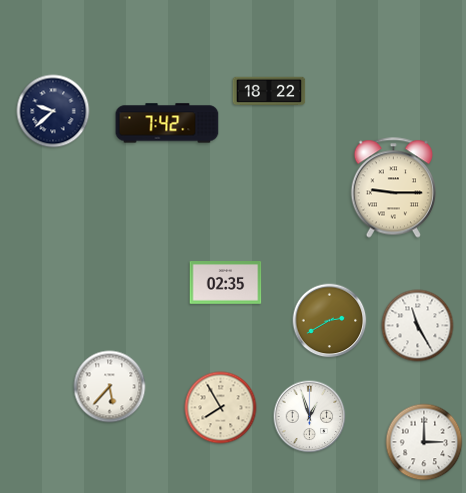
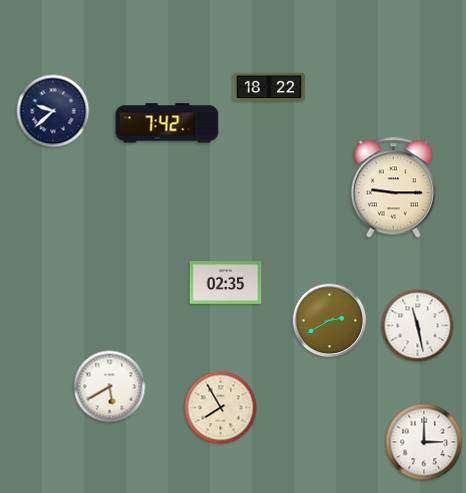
clock at (269, 91) position: (269, 91) -> (269, 87)
clock at (418, 326): 11:25 -> 11:28
clock at (110, 387): 5:37 -> 5:40
clock at (310, 417): 12:57 -> none
